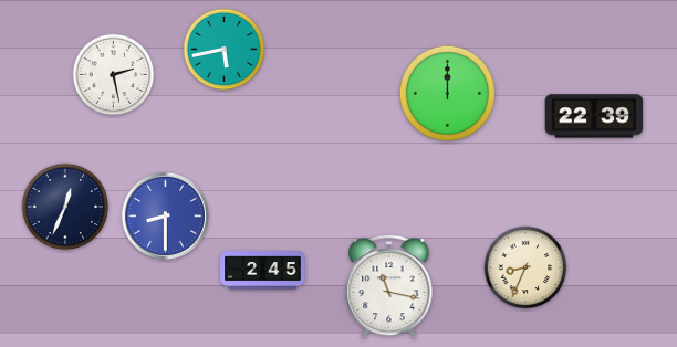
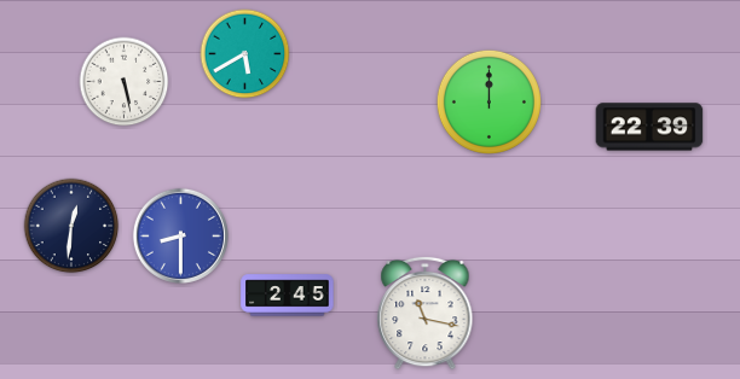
clock at (225, 50): 5:43 -> 5:40
clock at (114, 75): 2:28 -> 5:28
clock at (65, 207): 12:34 -> 12:31
clock at (525, 267): 8:34 -> none
